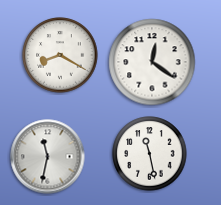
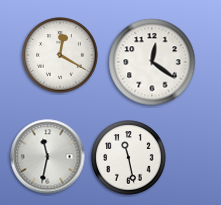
clock at (60, 55): 8:20 -> 12:20
clock at (150, 154) position: (150, 154) -> (129, 158)
